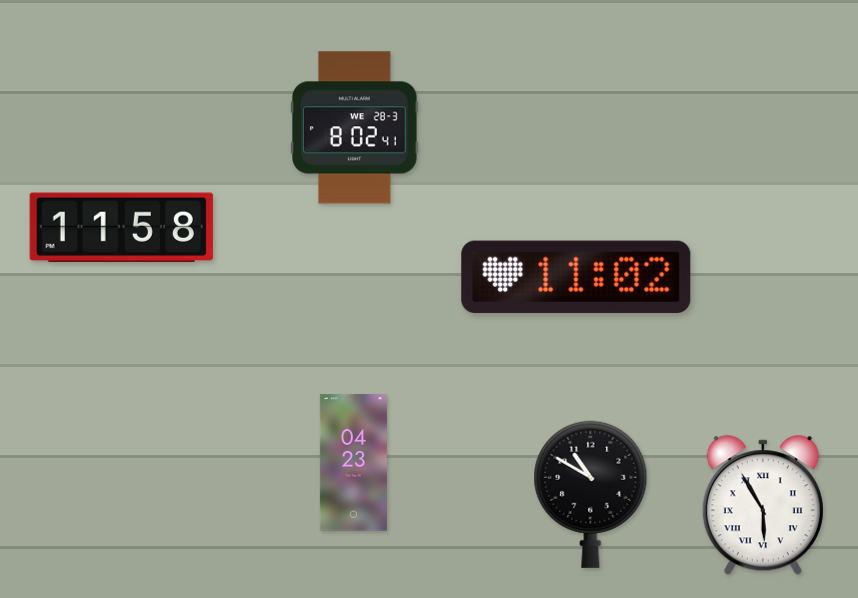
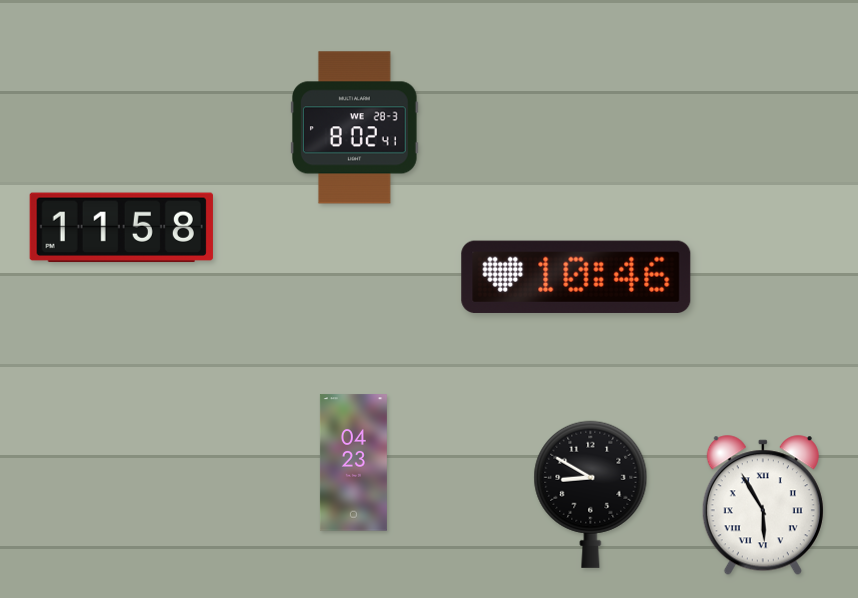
clock at (576, 277): 11:02 -> 10:46
clock at (591, 494): 10:50 -> 8:50
